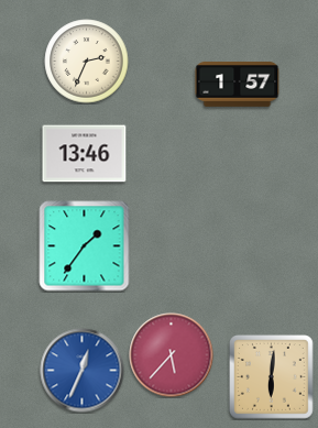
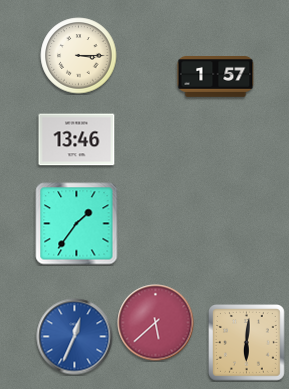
clock at (87, 62): 2:34 -> 3:15
clock at (172, 355): 5:37 -> 5:38
